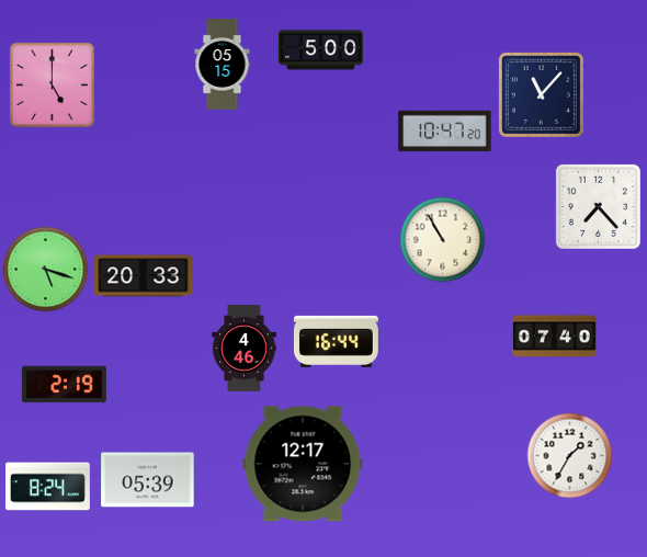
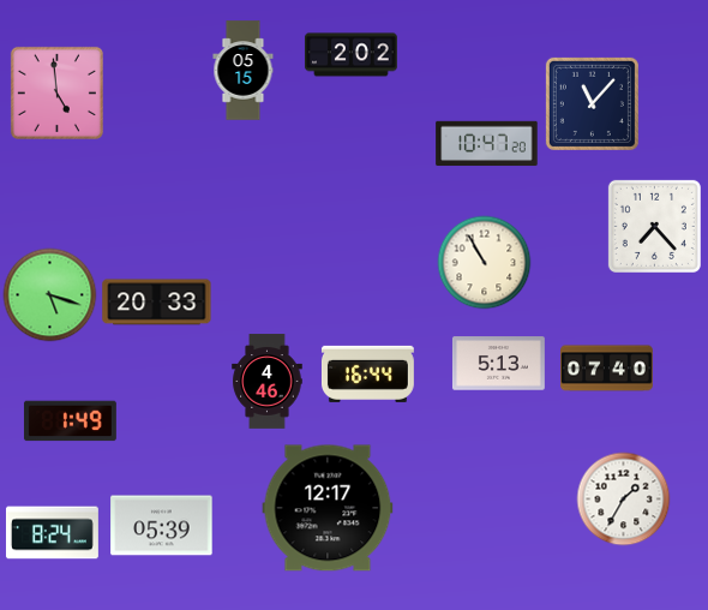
clock at (320, 50): 5:00 -> 2:02
clock at (52, 84): 5:00 -> 4:59
clock at (498, 364): none -> 5:13
clock at (64, 385): 2:19 -> 1:49
clock at (303, 464) position: (303, 464) -> (328, 508)
